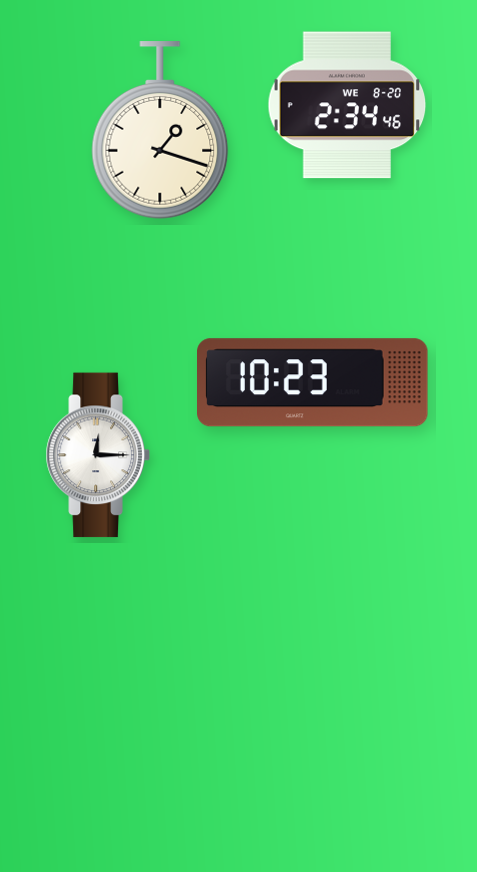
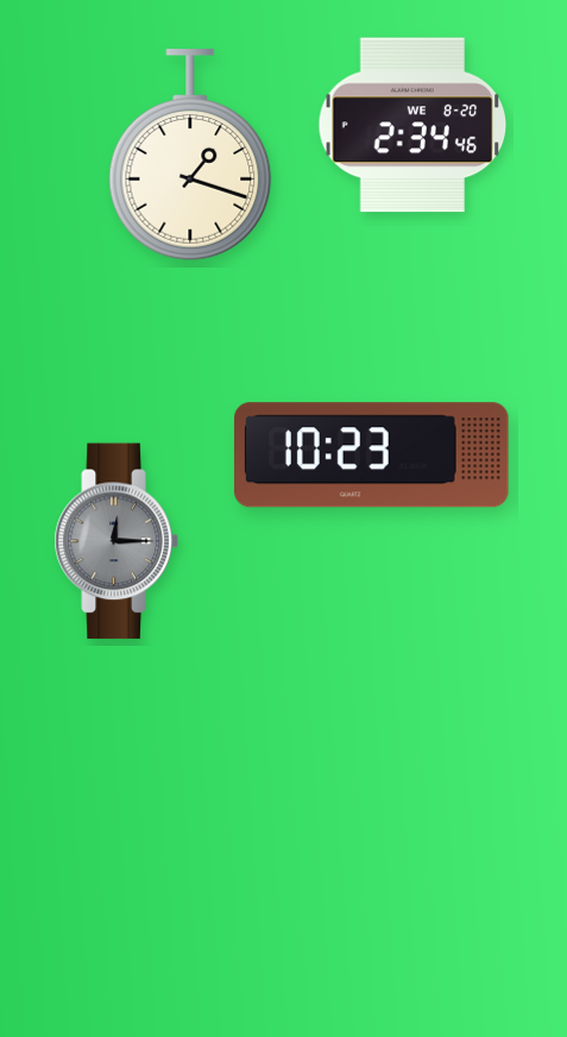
clock at (98, 455) dial: white -> grey
